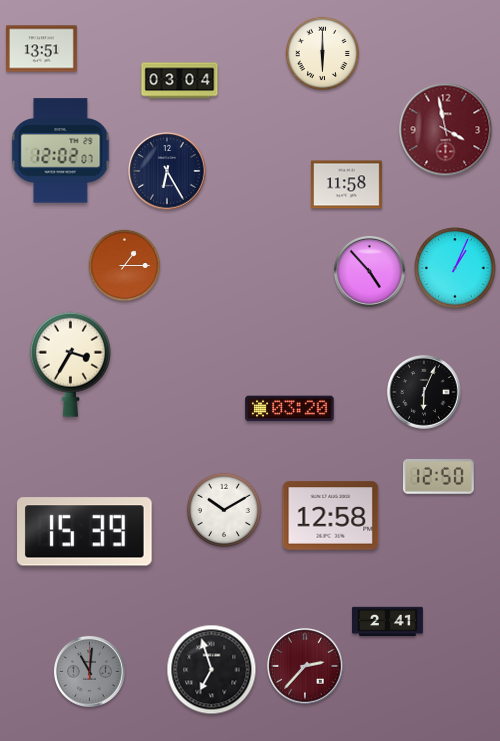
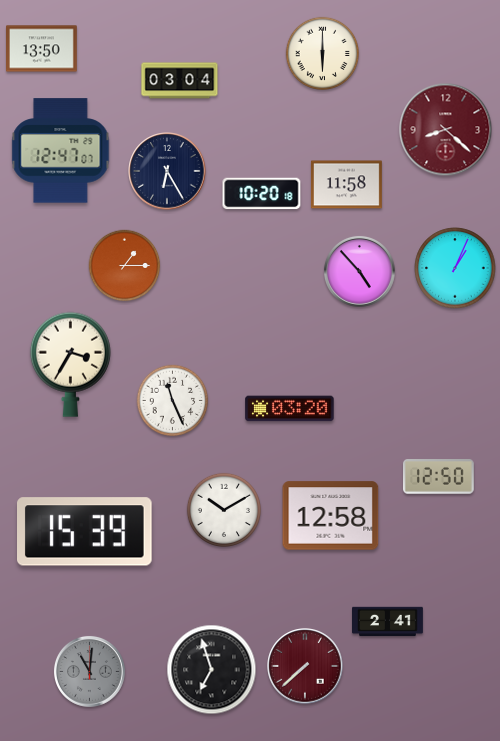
clock at (42, 49): 13:51 -> 13:50
clock at (446, 130): 3:58 -> 8:22
clock at (61, 151): 12:02 -> 12:47
clock at (262, 194): none -> 10:20
clock at (370, 272) position: (370, 272) -> (360, 272)
clock at (424, 392): 6:04 -> none
clock at (173, 401): none -> 11:26
clock at (305, 666): 2:37 -> 7:38
